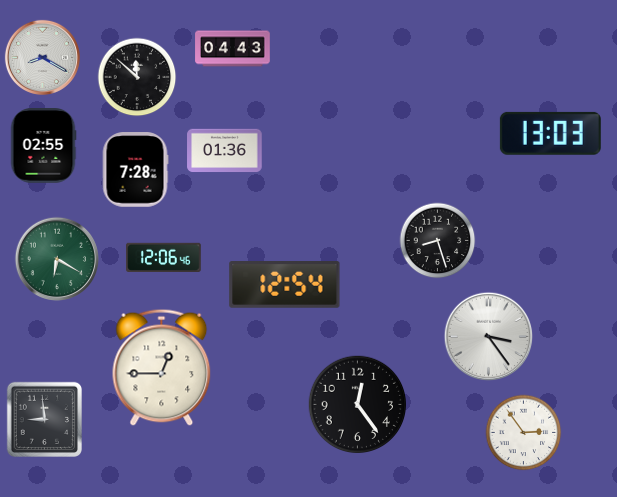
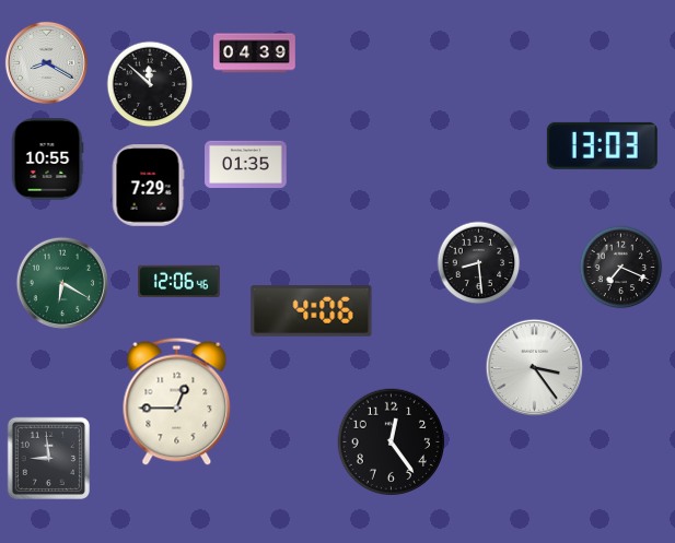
clock at (233, 49): 04:43 -> 04:39
clock at (43, 146): 02:55 -> 10:55
clock at (225, 151): 01:36 -> 01:35
clock at (135, 170): 7:28 -> 7:29
clock at (438, 241): 8:27 -> 8:29
clock at (621, 268): none -> 7:19
clock at (285, 285): 12:54 -> 4:06
clock at (524, 433): 2:54 -> none
